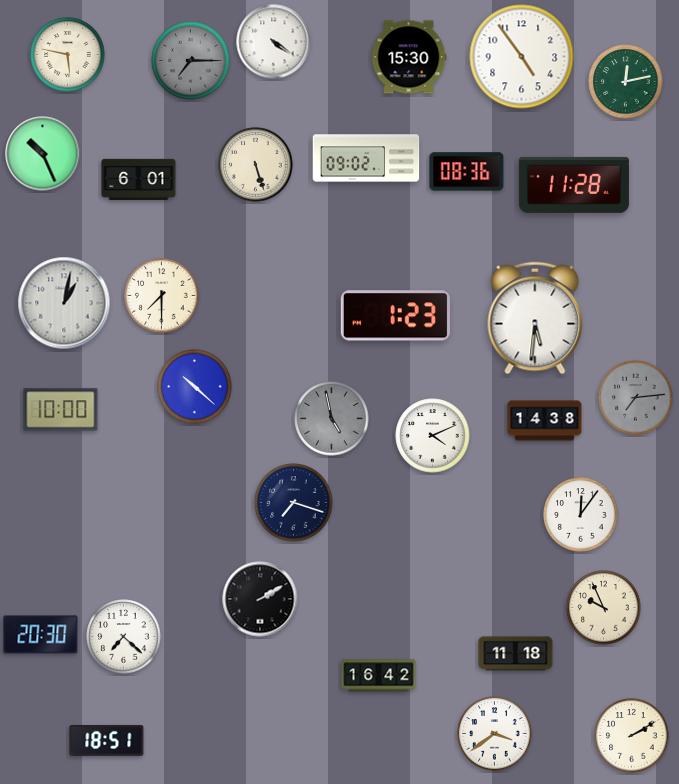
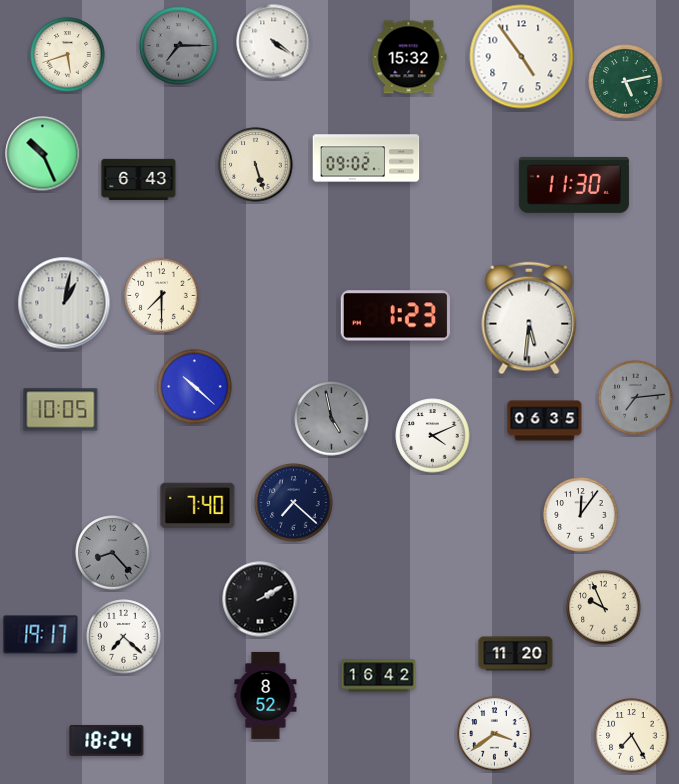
clock at (68, 55): 5:47 -> 5:42
clock at (409, 57): 15:30 -> 15:32
clock at (191, 61) position: (191, 61) -> (179, 46)
clock at (626, 82): 12:13 -> 5:13
clock at (467, 172): 08:36 -> none
clock at (139, 179): 6:01 -> 6:43
clock at (574, 185): 11:28 -> 11:30
clock at (535, 318) position: (535, 318) -> (529, 318)
clock at (61, 410): 10:00 -> 10:05
clock at (545, 421): 14:38 -> 06:35
clock at (294, 503): 7:18 -> 7:22
clock at (198, 506): none -> 7:40
clock at (113, 553): none -> 8:23
clock at (41, 635): 20:30 -> 19:17
clock at (516, 654): 11:18 -> 11:20
clock at (266, 695): none -> 8:52
clock at (632, 736): 2:10 -> 7:25
clock at (107, 740): 18:51 -> 18:24
